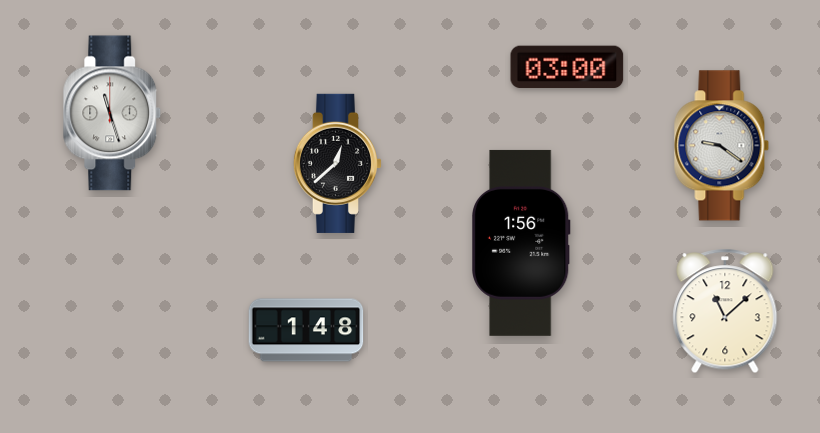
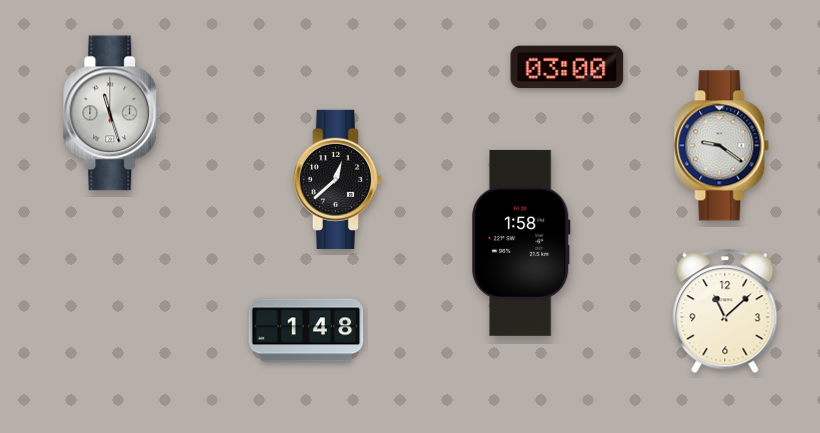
clock at (337, 163) position: (337, 163) -> (337, 179)
clock at (522, 243): 1:56 -> 1:58
